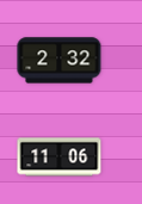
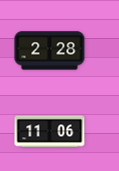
clock at (60, 61): 2:32 -> 2:28
